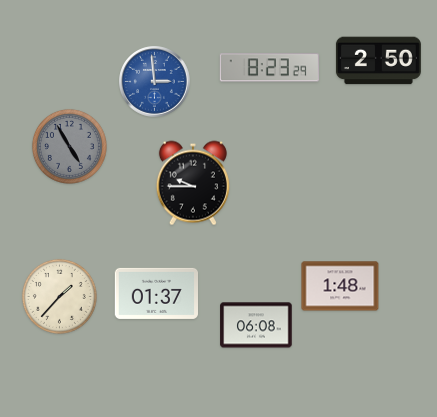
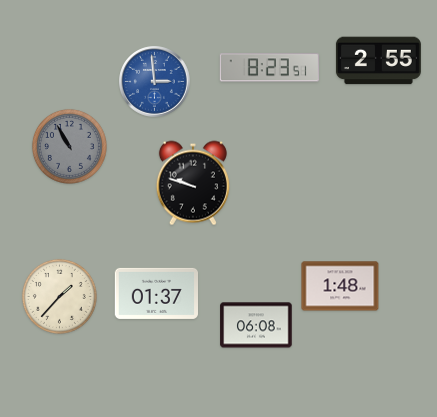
clock at (378, 61): 2:50 -> 2:55
clock at (269, 68): 8:23:29 -> 8:23:51
clock at (69, 146): 4:55 -> 10:55
clock at (193, 183): 9:45 -> 9:48
